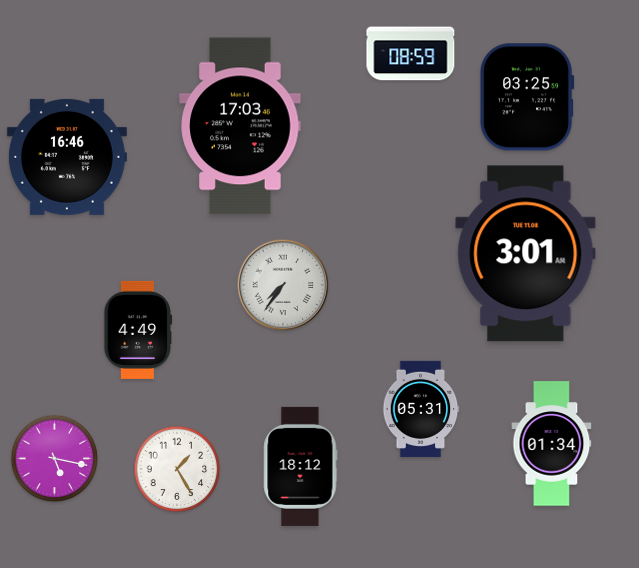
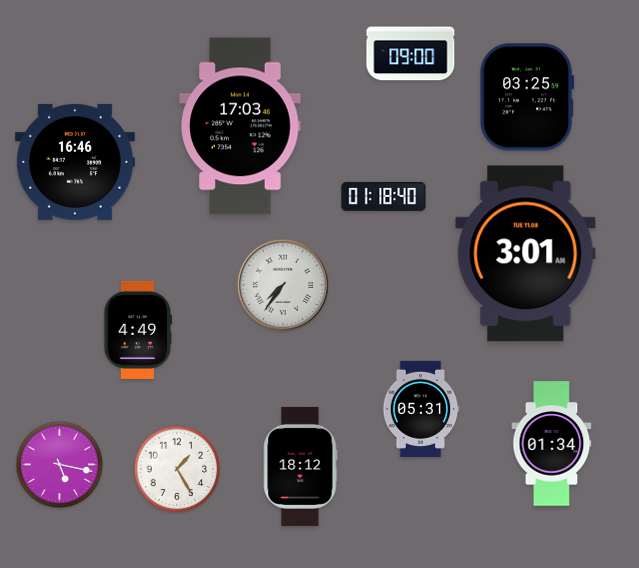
clock at (411, 54): 08:59 -> 09:00
clock at (67, 157) position: (67, 157) -> (75, 162)
clock at (384, 196): none -> 01:18
clock at (55, 459) position: (55, 459) -> (60, 465)
